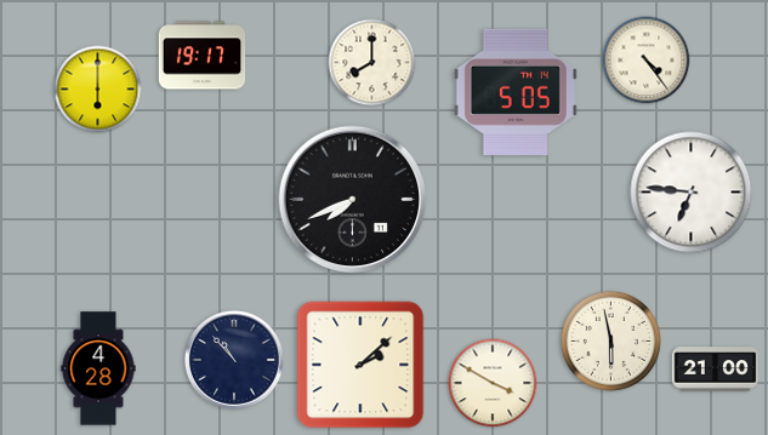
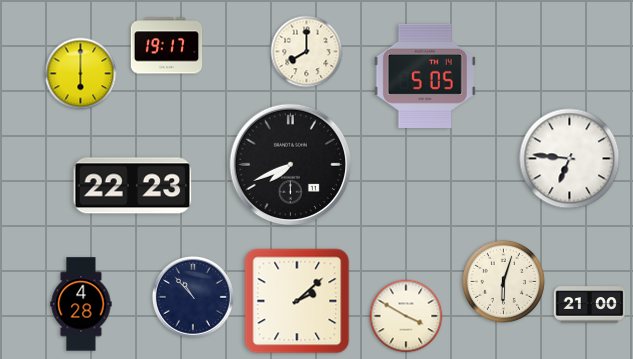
clock at (647, 61): 4:24 -> none
clock at (133, 186): none -> 22:23
clock at (610, 340): 5:58 -> 6:03
